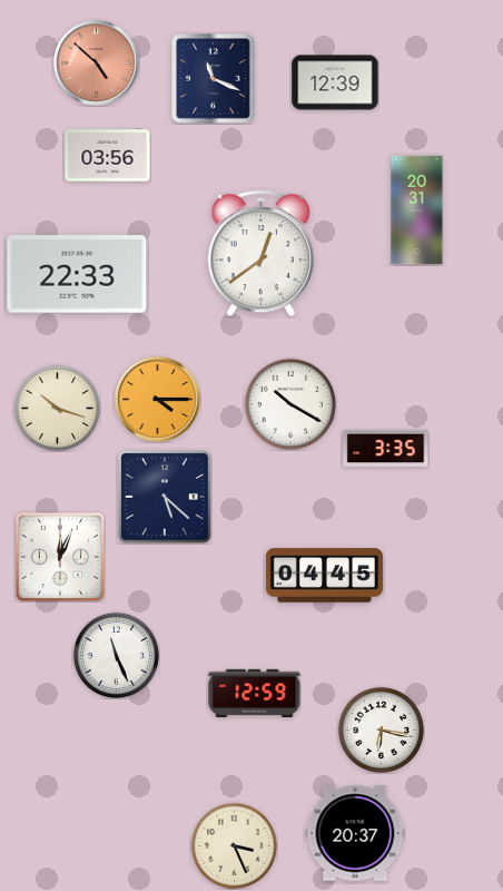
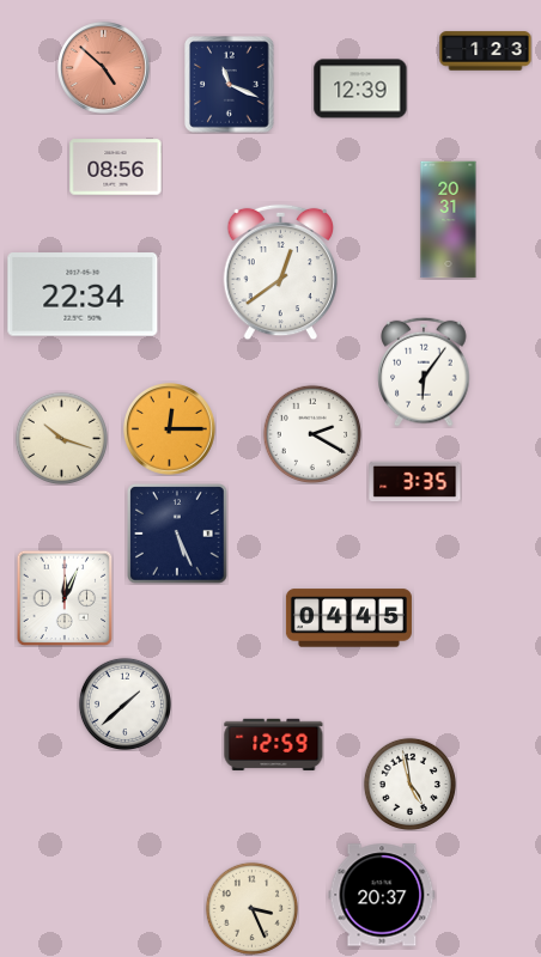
clock at (486, 51): none -> 1:23
clock at (108, 156): 03:56 -> 08:56
clock at (417, 210) position: (417, 210) -> (449, 220)
clock at (77, 274): 22:33 -> 22:34
clock at (424, 372): none -> 6:06
clock at (158, 400): 4:15 -> 12:15
clock at (289, 403): 10:20 -> 2:20
clock at (166, 498): 5:22 -> 5:26
clock at (116, 655): 11:26 -> 1:38
clock at (381, 730): 6:17 -> 4:58
